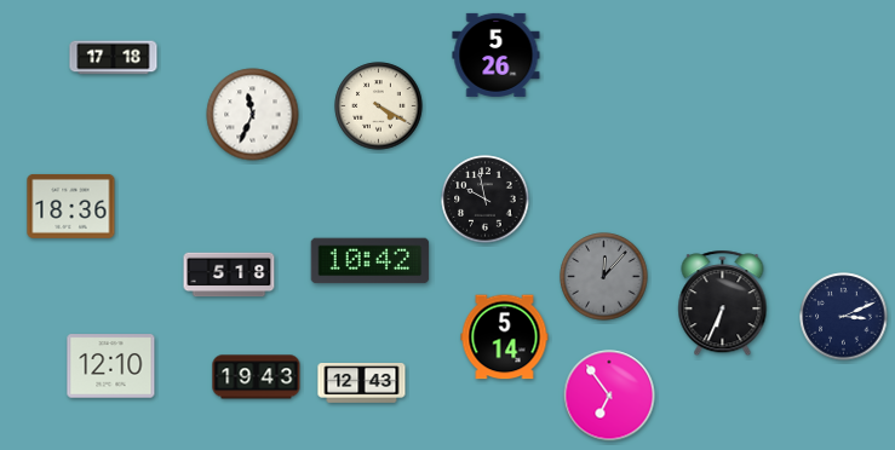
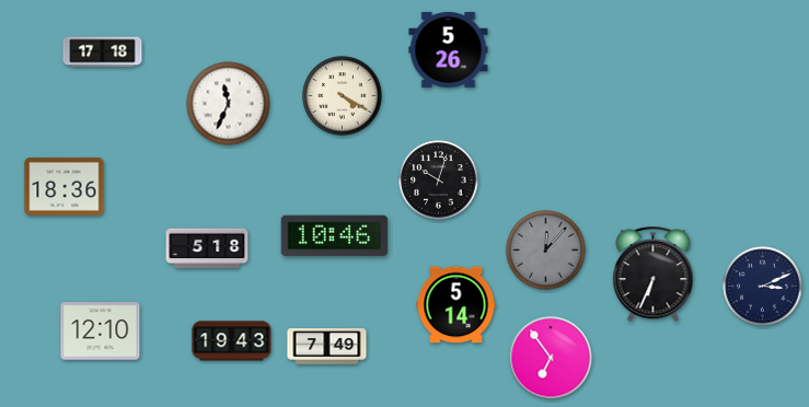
clock at (486, 200): 9:58 -> 10:03
clock at (371, 261): 10:42 -> 10:46
clock at (362, 383): 12:43 -> 7:49
